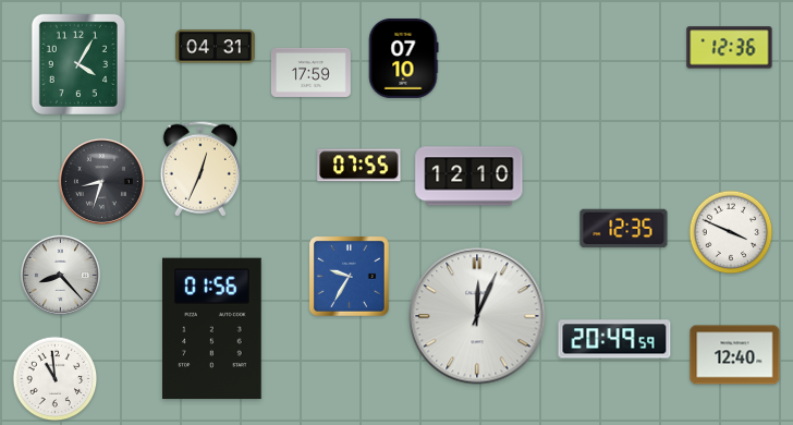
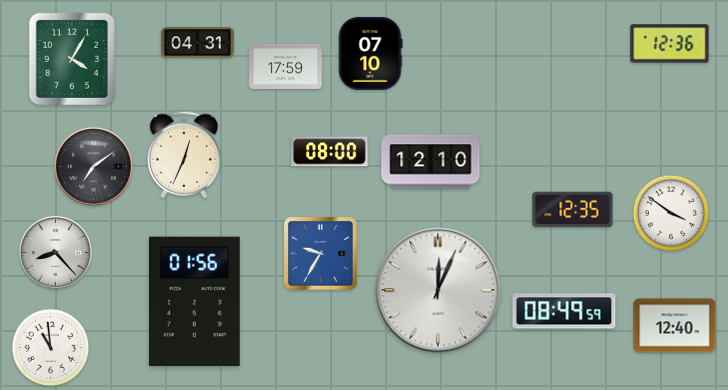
clock at (359, 166): 07:55 -> 08:00
clock at (101, 181): 8:33 -> 7:09
clock at (731, 232): 3:49 -> 3:51
clock at (614, 339): 20:49 -> 08:49
